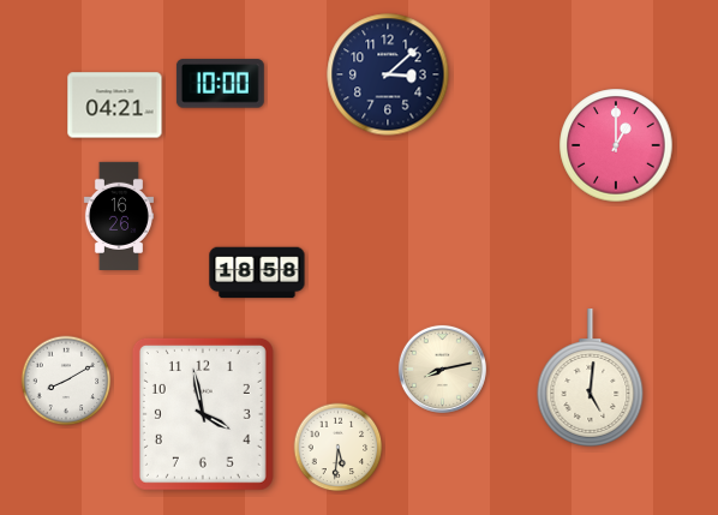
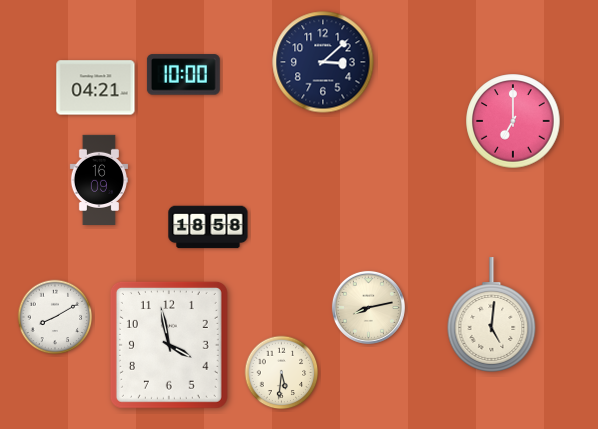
clock at (220, 84) position: (220, 84) -> (183, 75)
clock at (616, 145): 1:00 -> 7:00
clock at (119, 215): 16:26 -> 16:09
clock at (257, 273) position: (257, 273) -> (208, 227)
